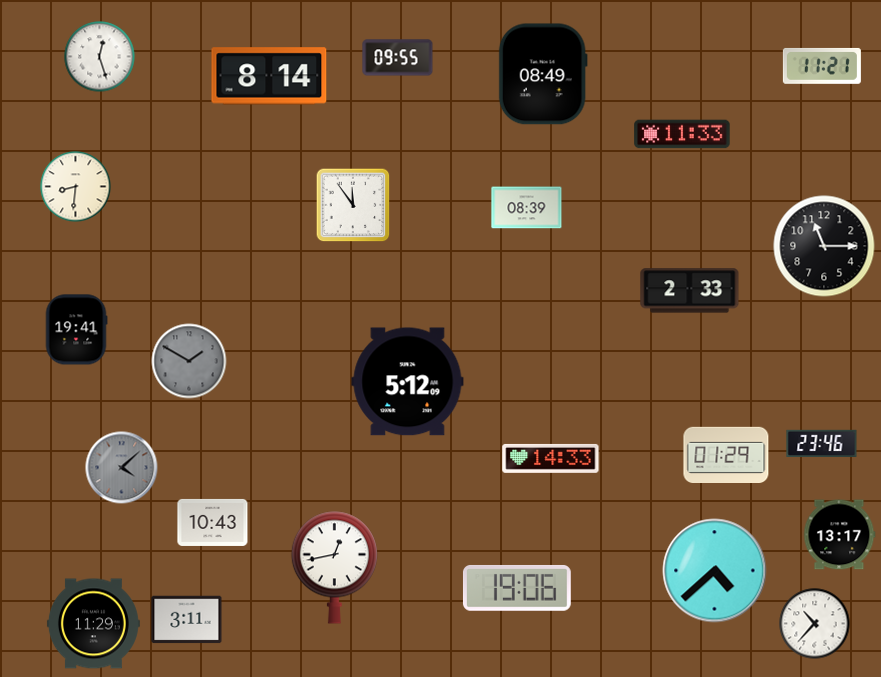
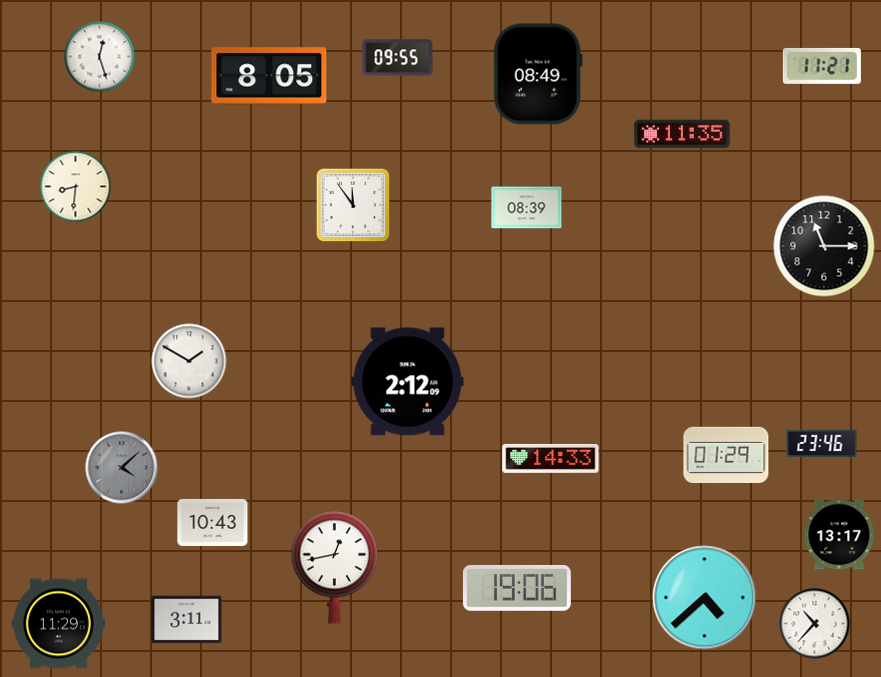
clock at (543, 74) position: (543, 74) -> (538, 74)
clock at (269, 76): 8:14 -> 8:05
clock at (682, 134): 11:33 -> 11:35
clock at (690, 291): 2:33 -> none
clock at (76, 330): 19:41 -> none
clock at (189, 361) dial: grey -> white
clock at (408, 382): 5:12 -> 2:12
clock at (715, 571) position: (715, 571) -> (705, 598)
clock at (93, 624) position: (93, 624) -> (58, 624)
